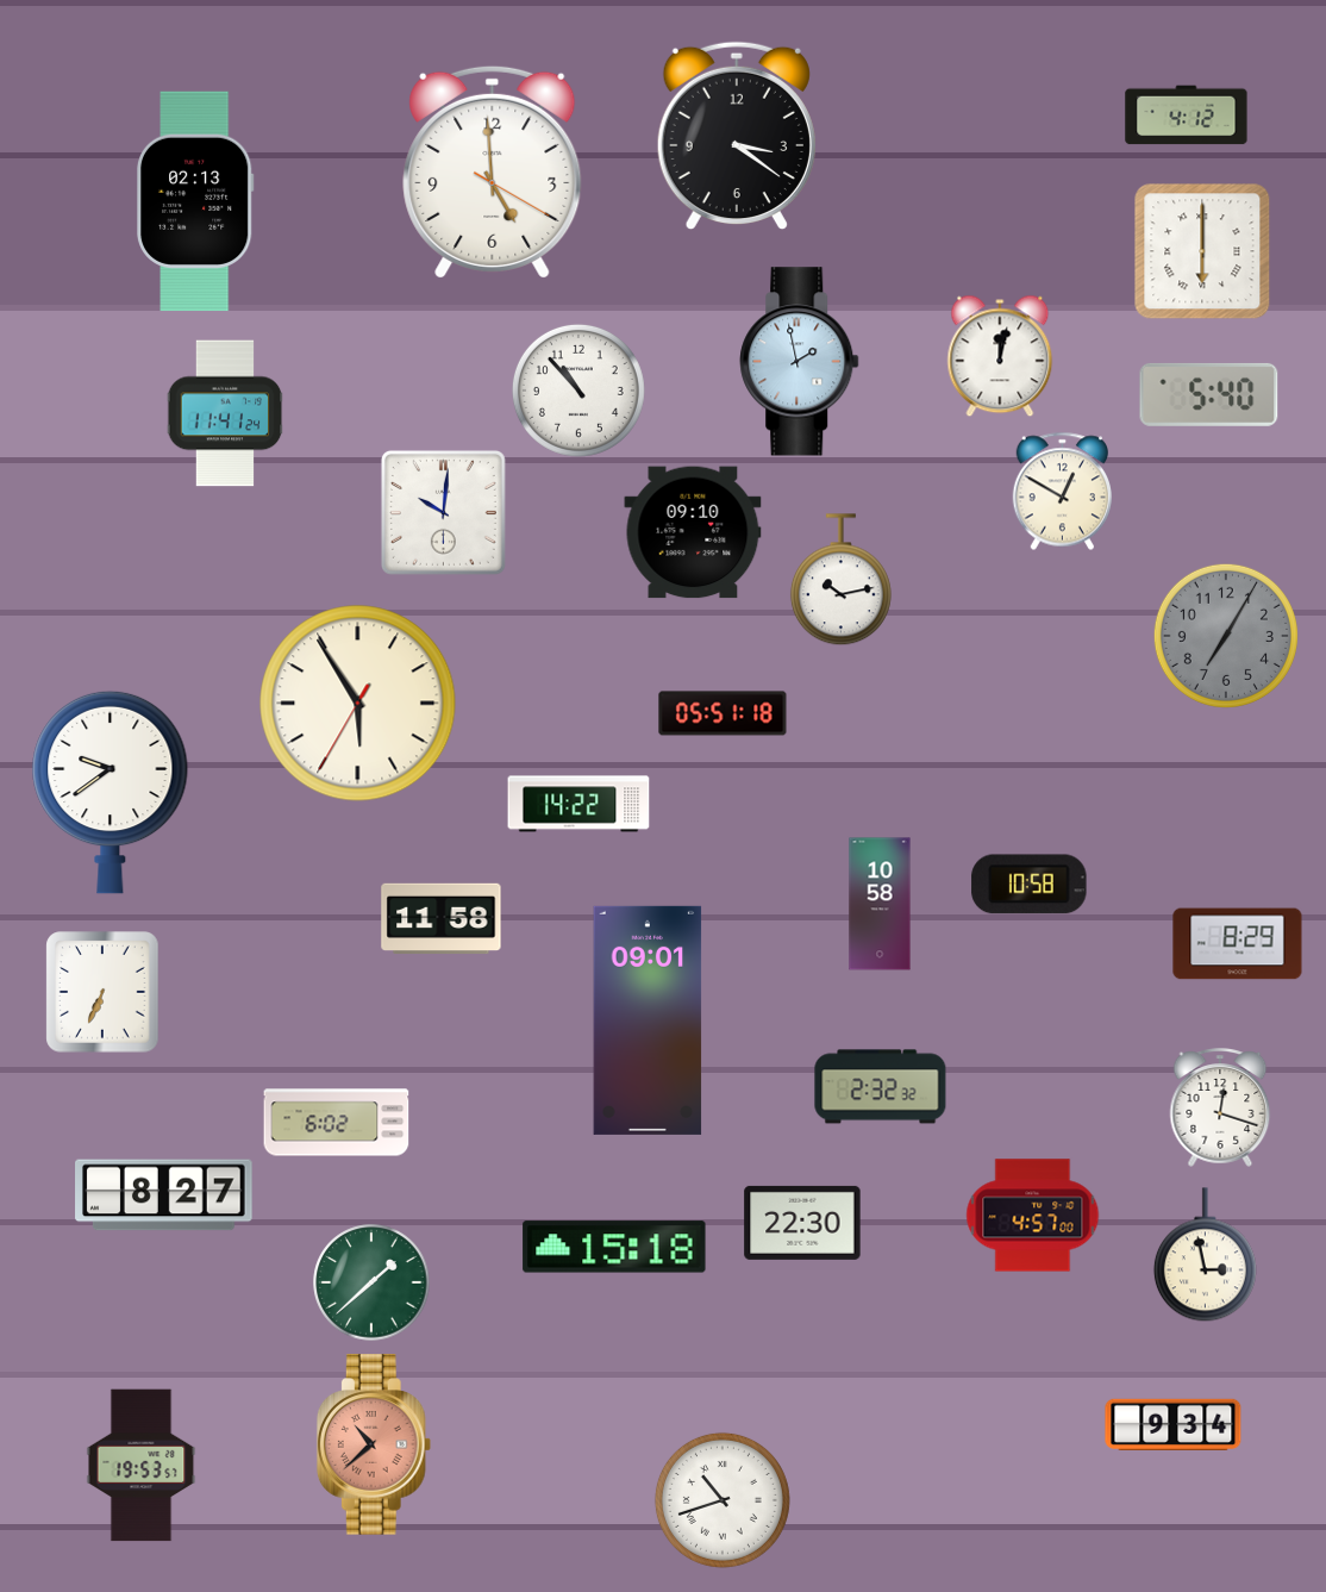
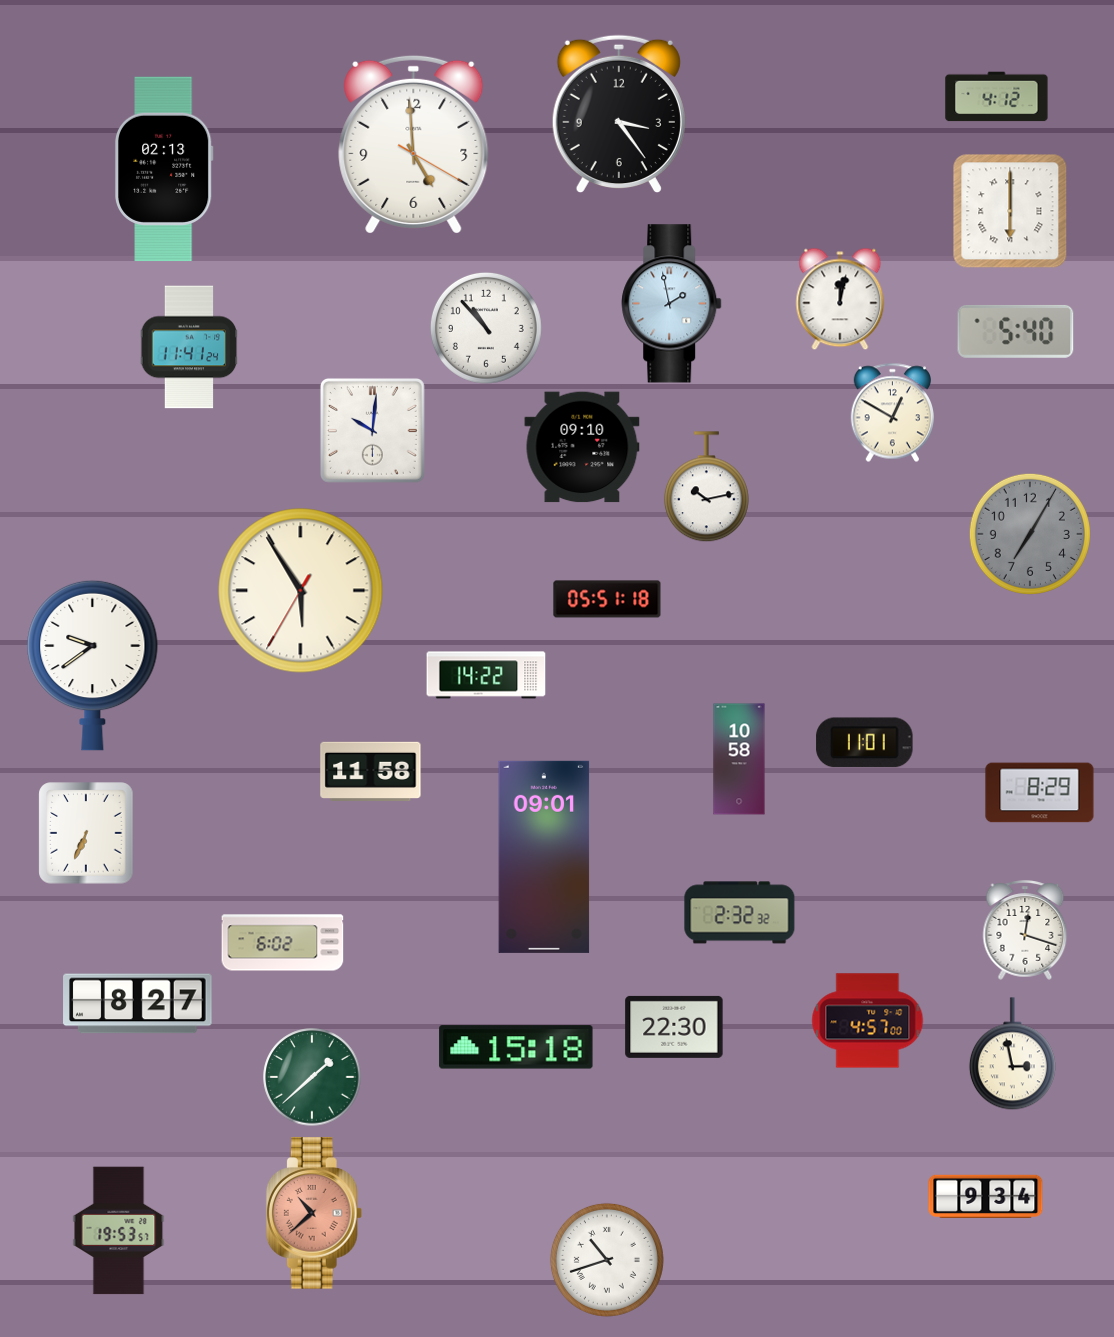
clock at (737, 136): 3:21 -> 3:24
clock at (1030, 885): 10:58 -> 11:01
